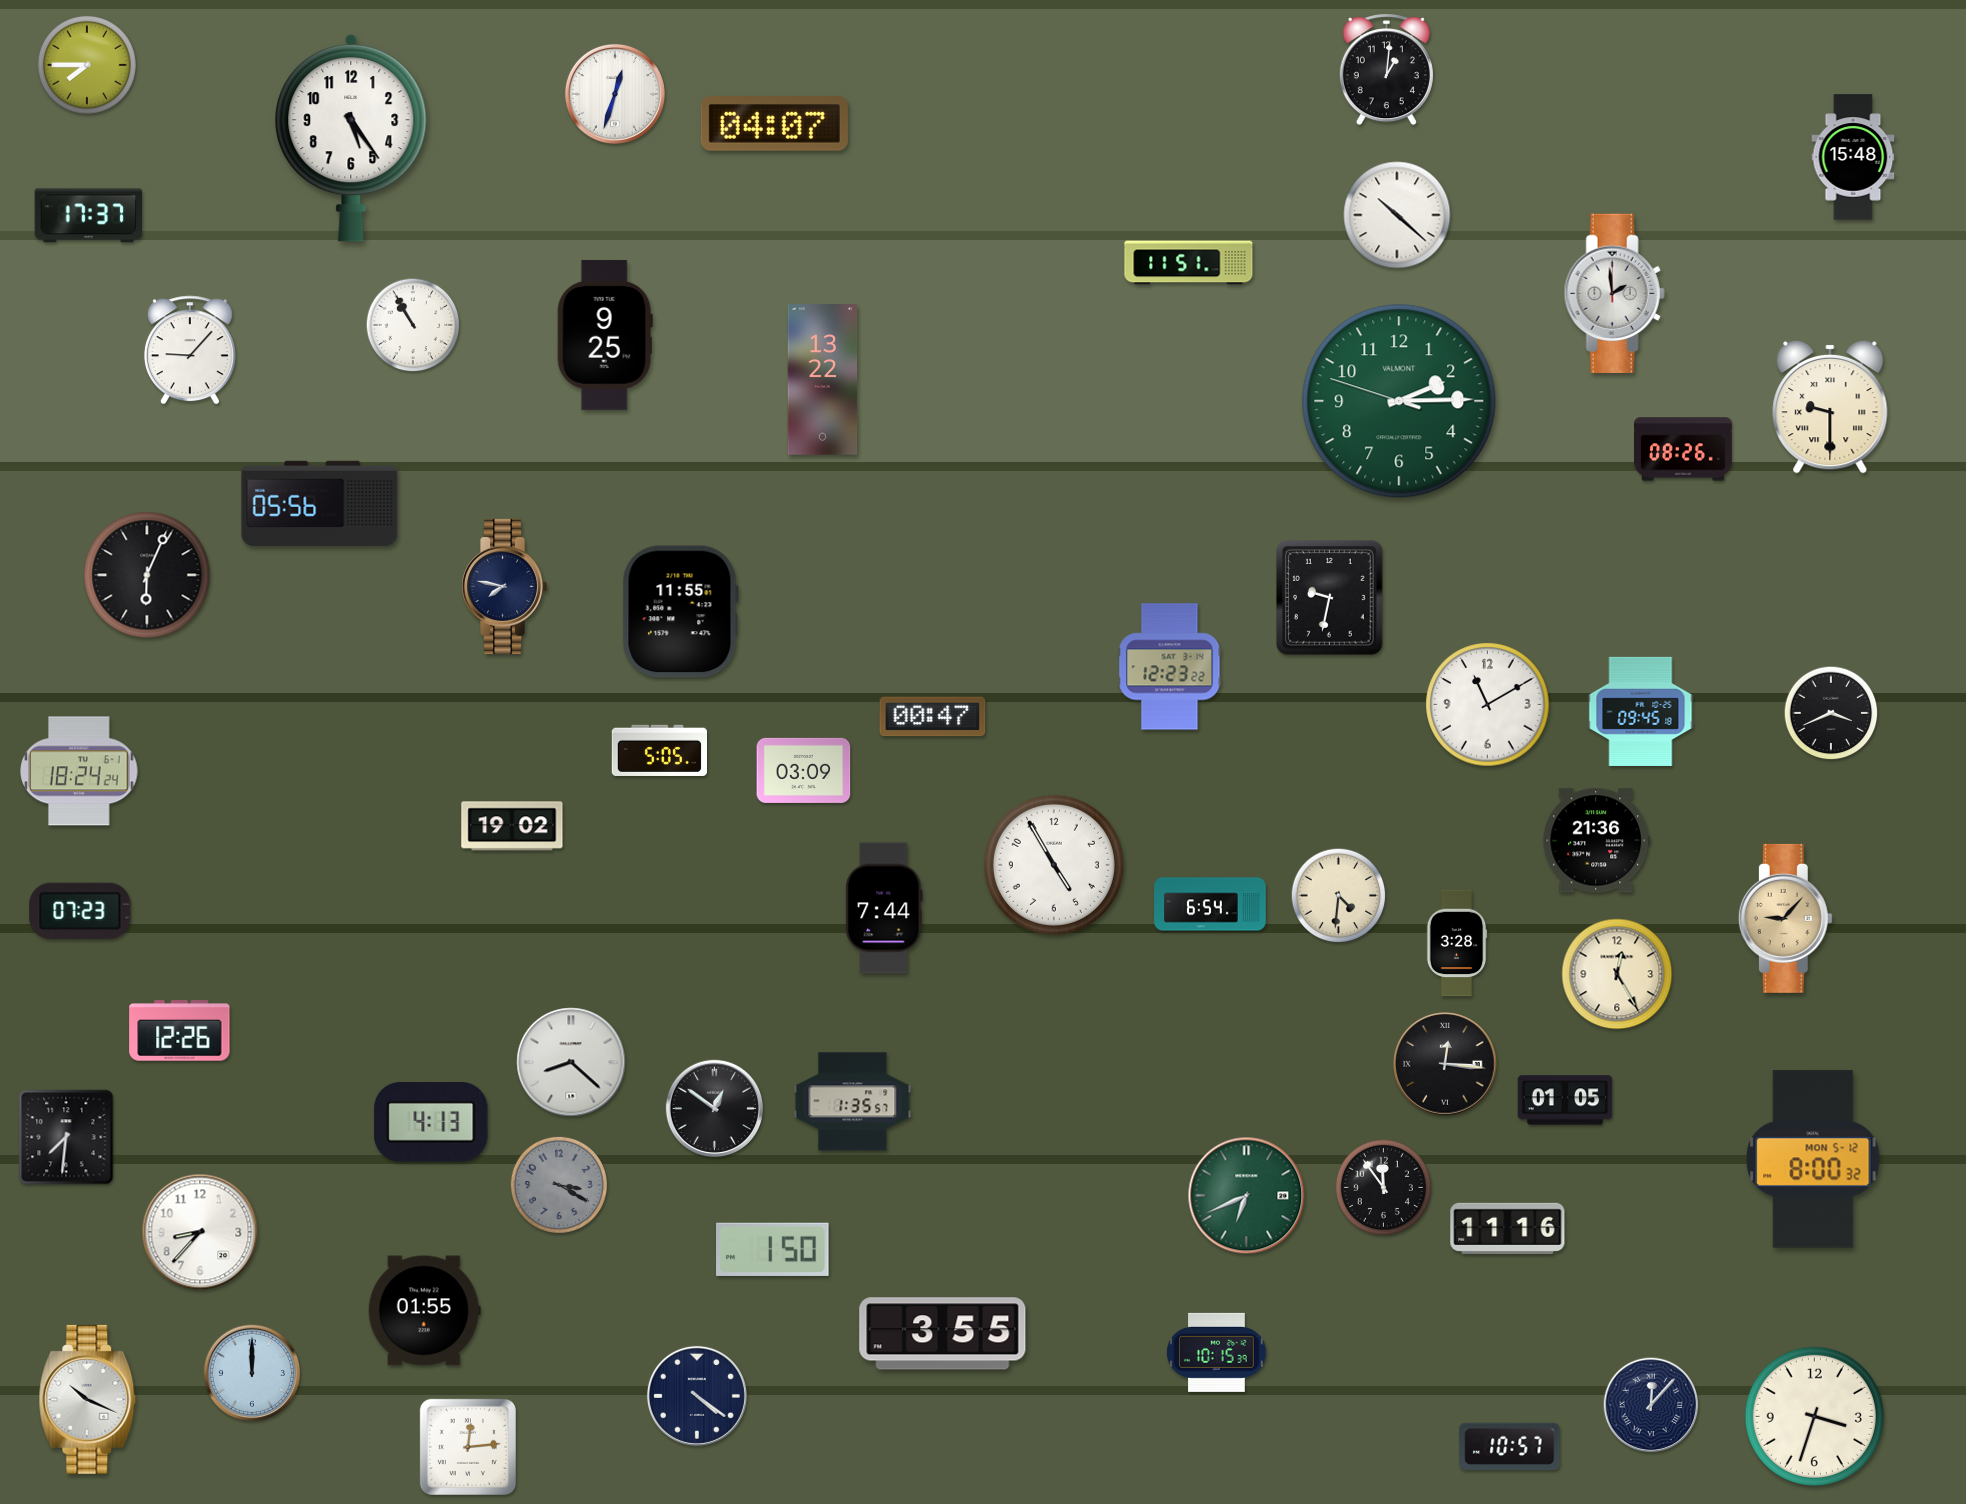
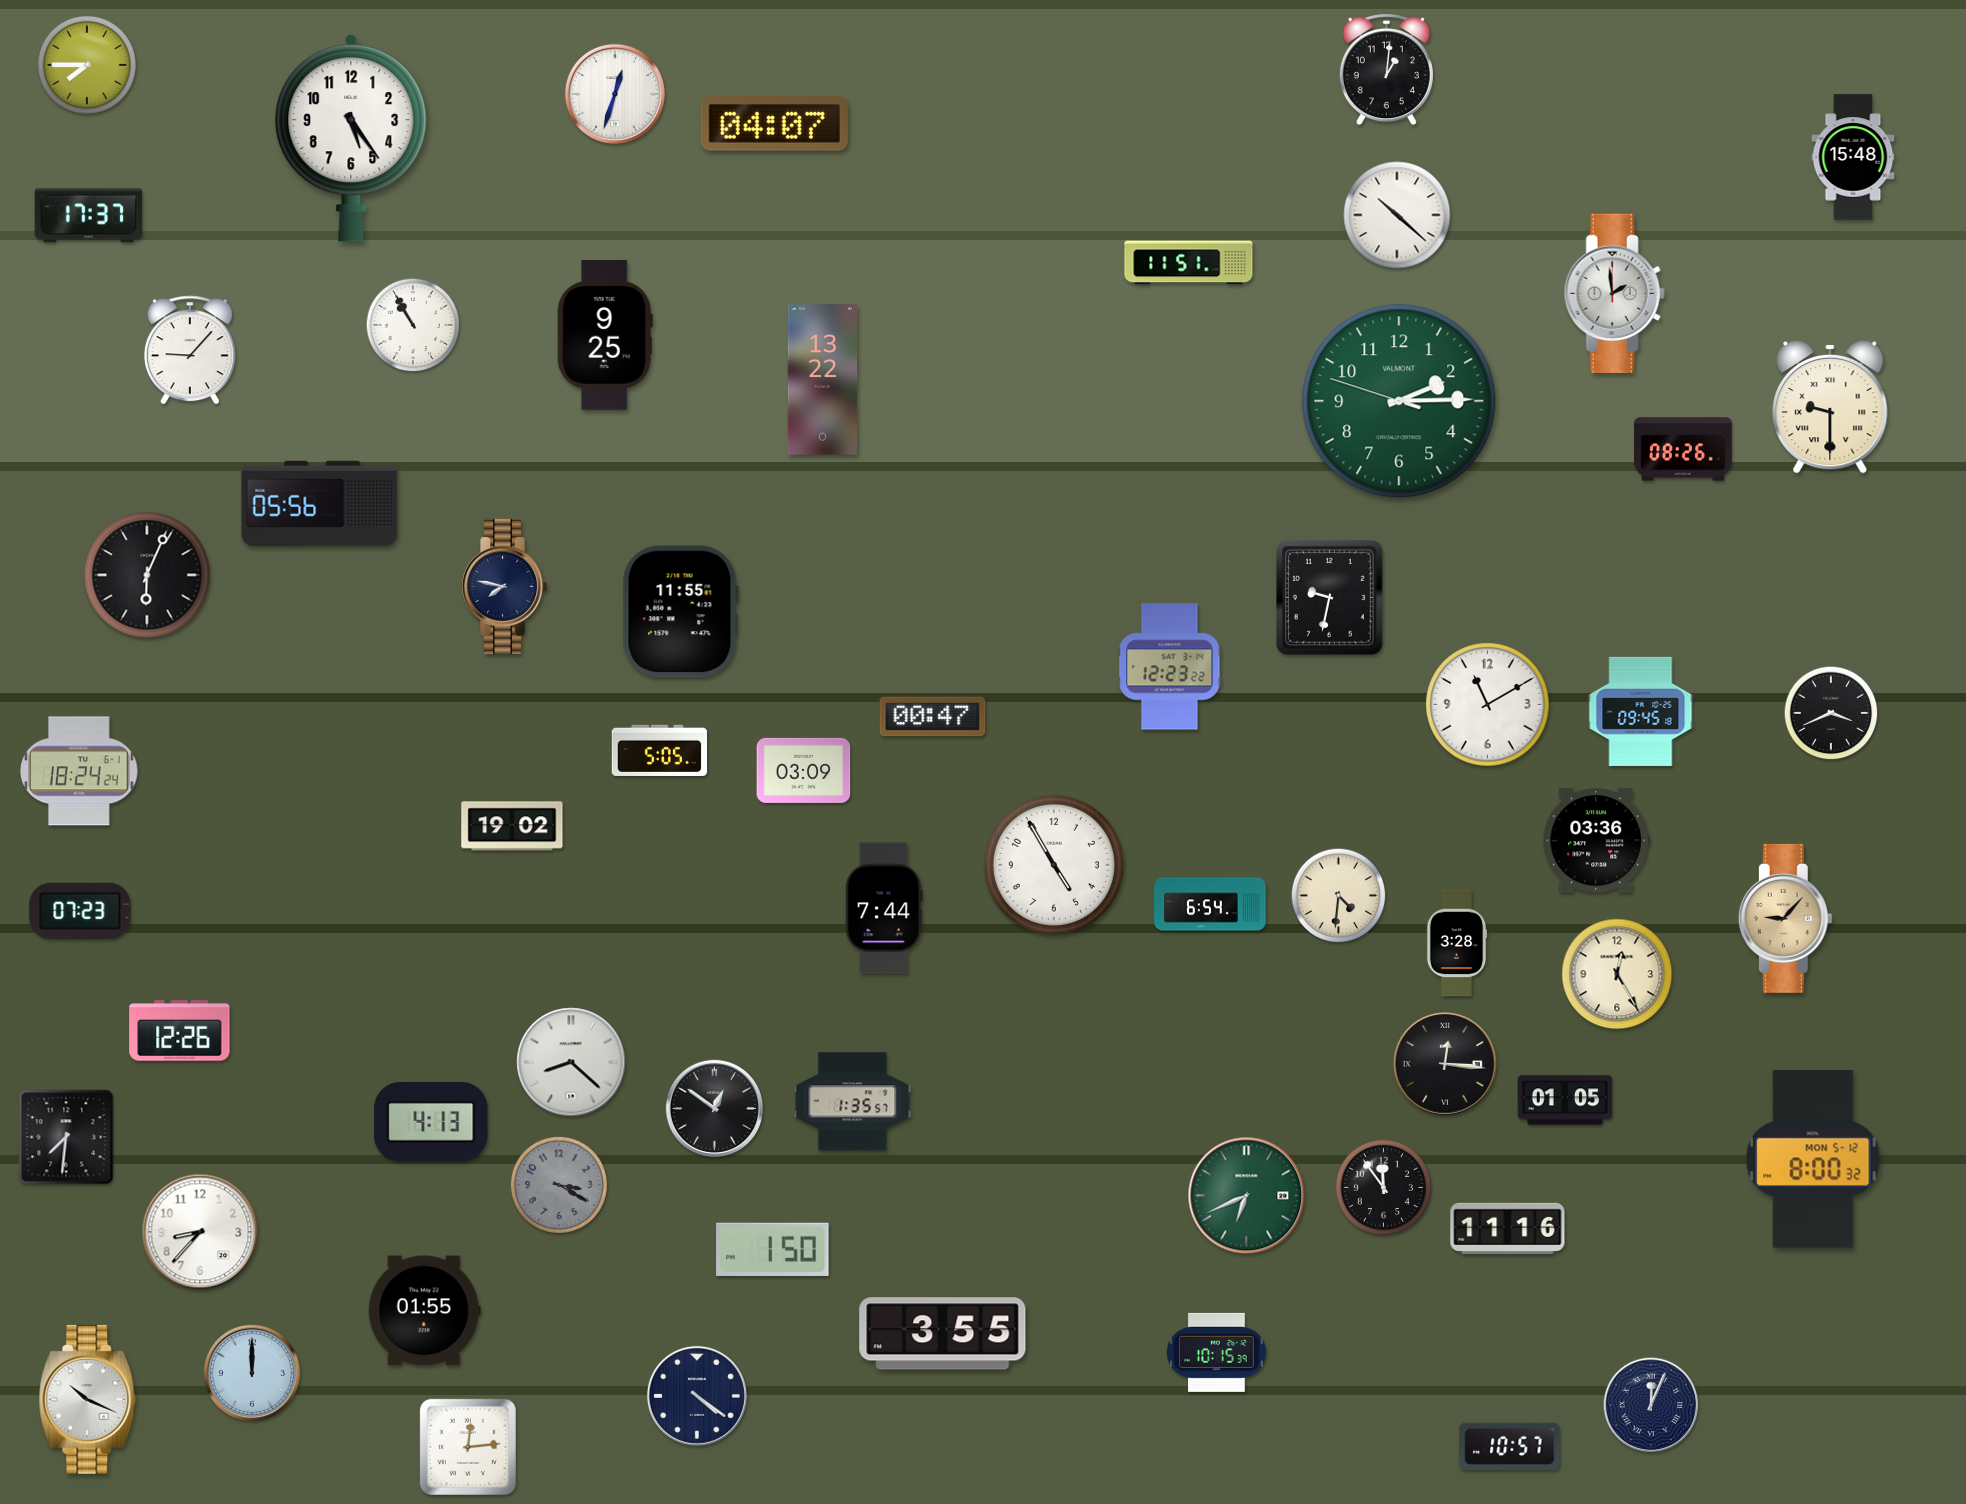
clock at (1597, 841): 21:36 -> 03:36
clock at (1651, 1405): 12:07 -> 12:04
clock at (1814, 1416): 3:33 -> none
